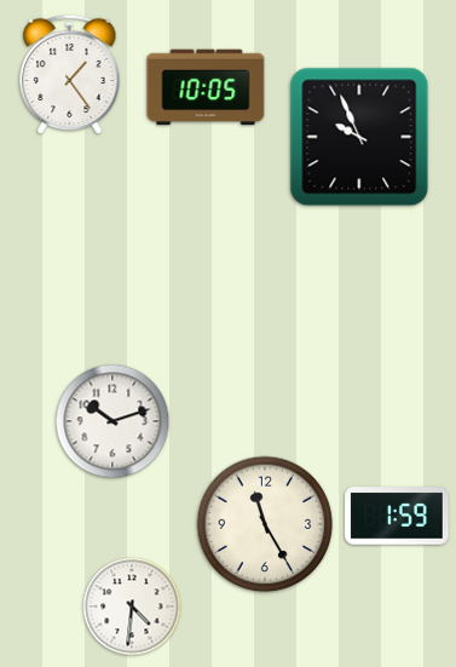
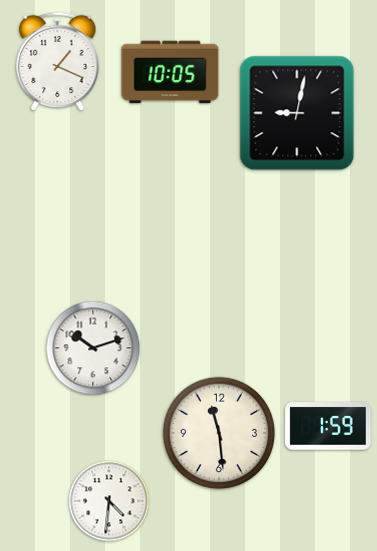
clock at (70, 75): 1:24 -> 1:19
clock at (359, 137): 9:56 -> 9:02
clock at (265, 524): 11:25 -> 11:29
